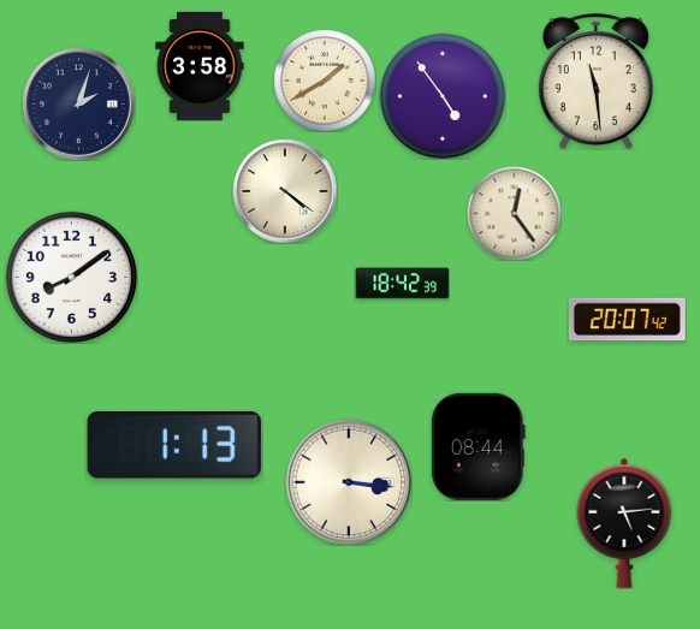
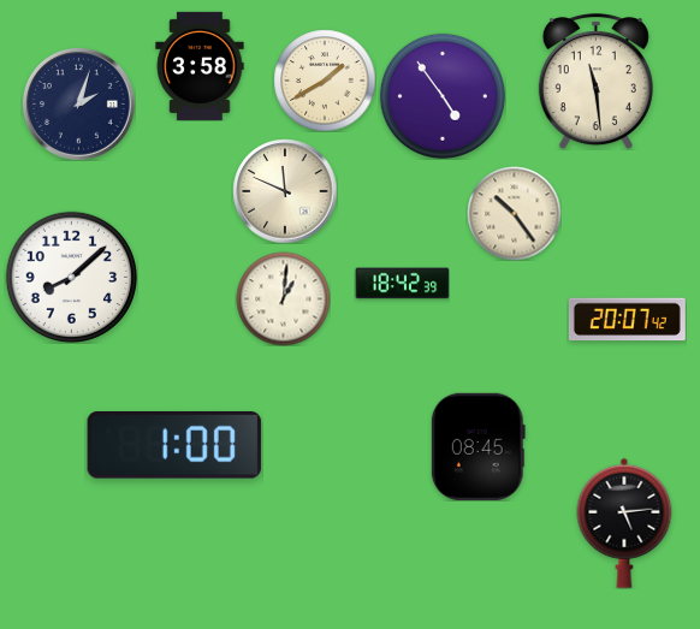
clock at (285, 191): 4:21 -> 11:49
clock at (514, 213): 12:24 -> 10:24
clock at (71, 277): 8:09 -> 8:08
clock at (283, 298): none -> 1:01
clock at (174, 445): 1:13 -> 1:00
clock at (477, 446): 08:44 -> 08:45
clock at (349, 482): 3:16 -> none
